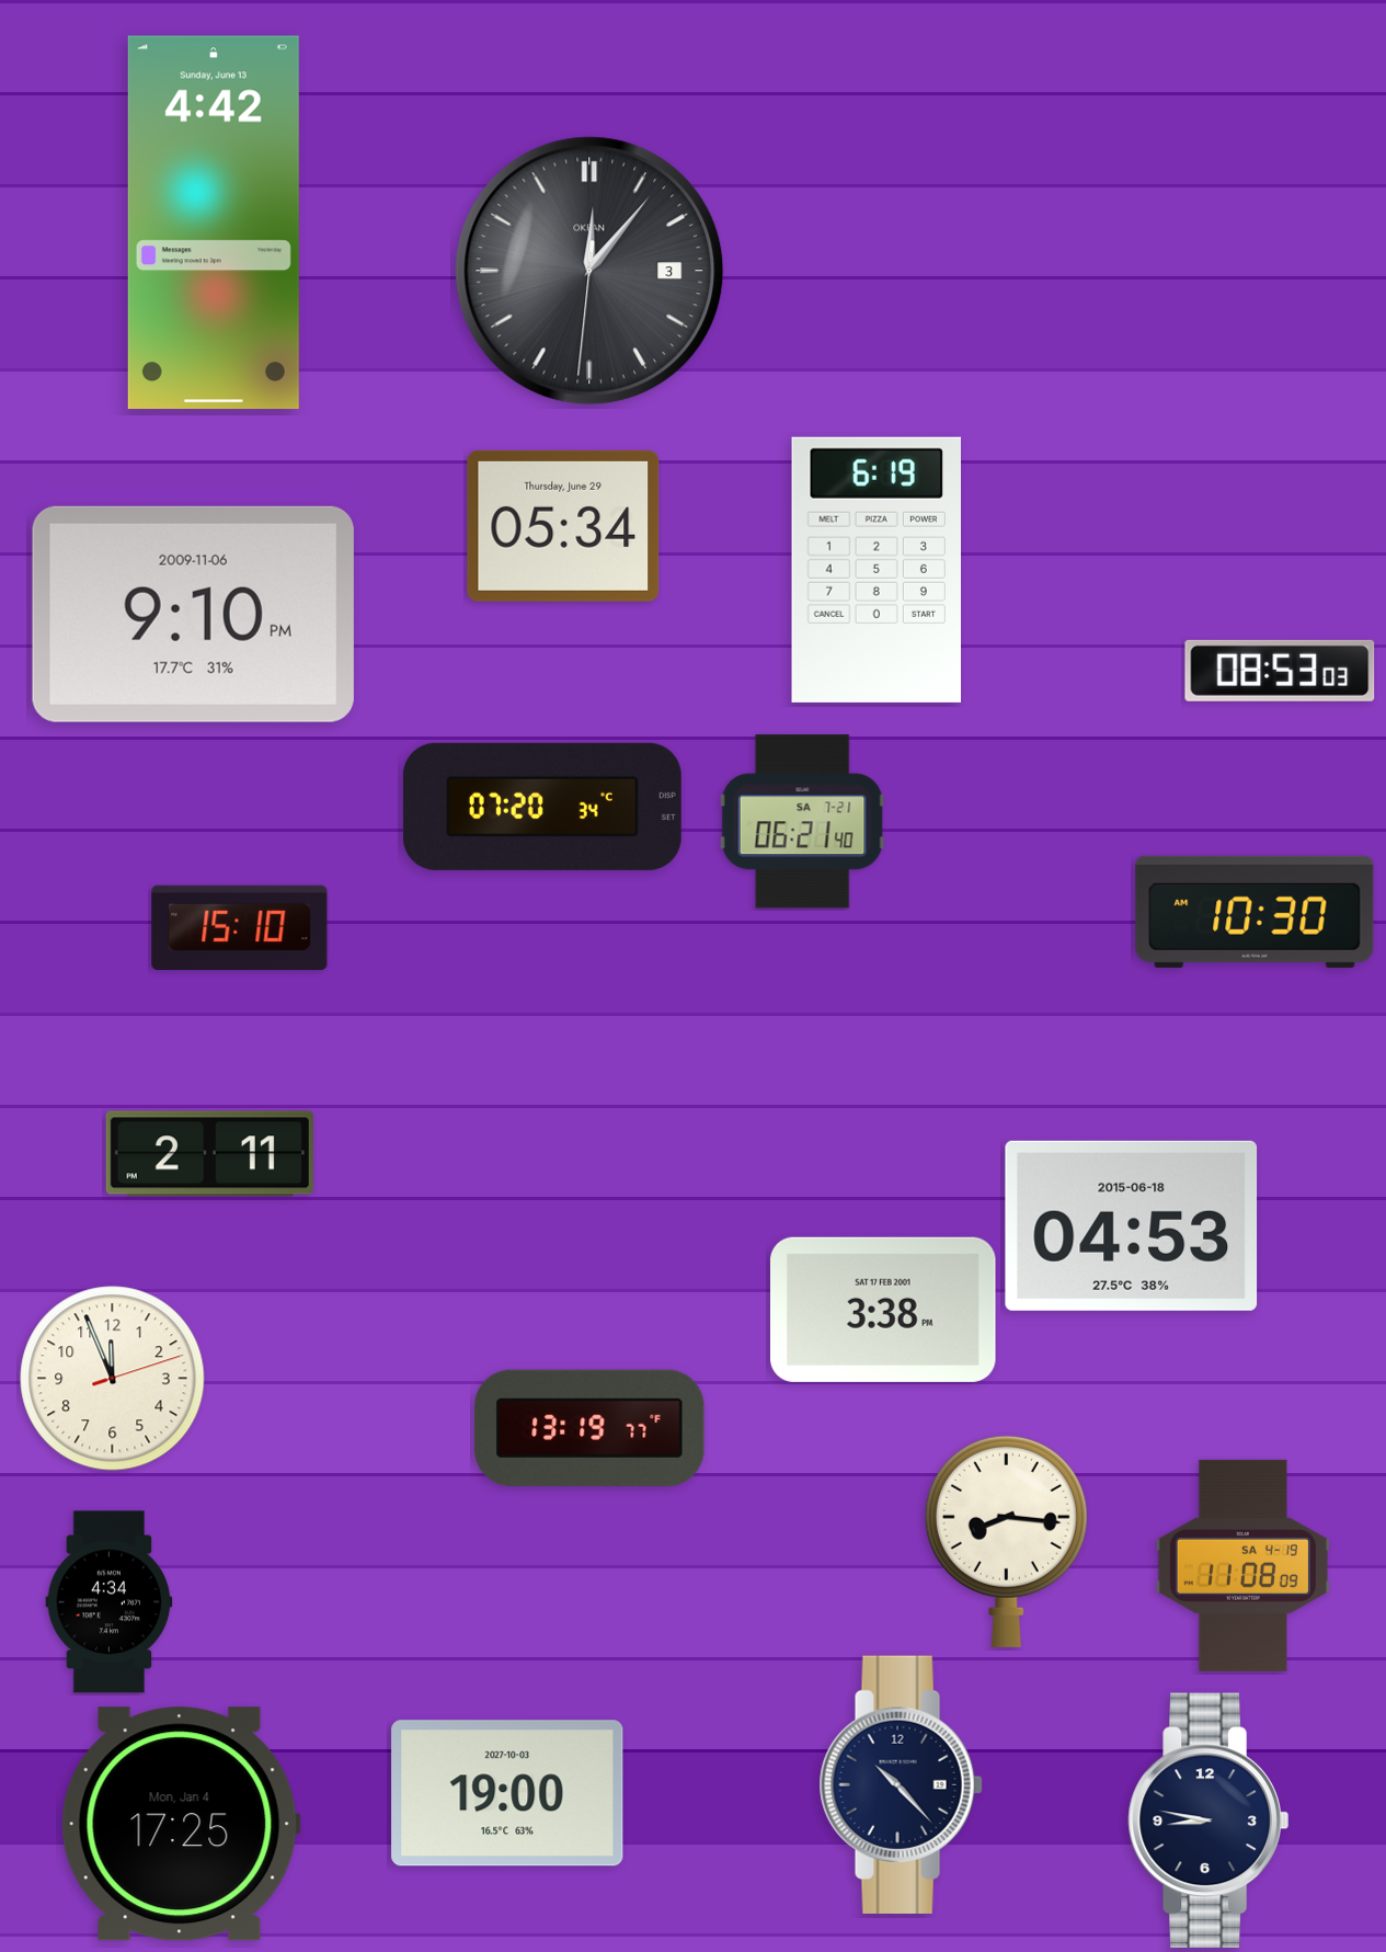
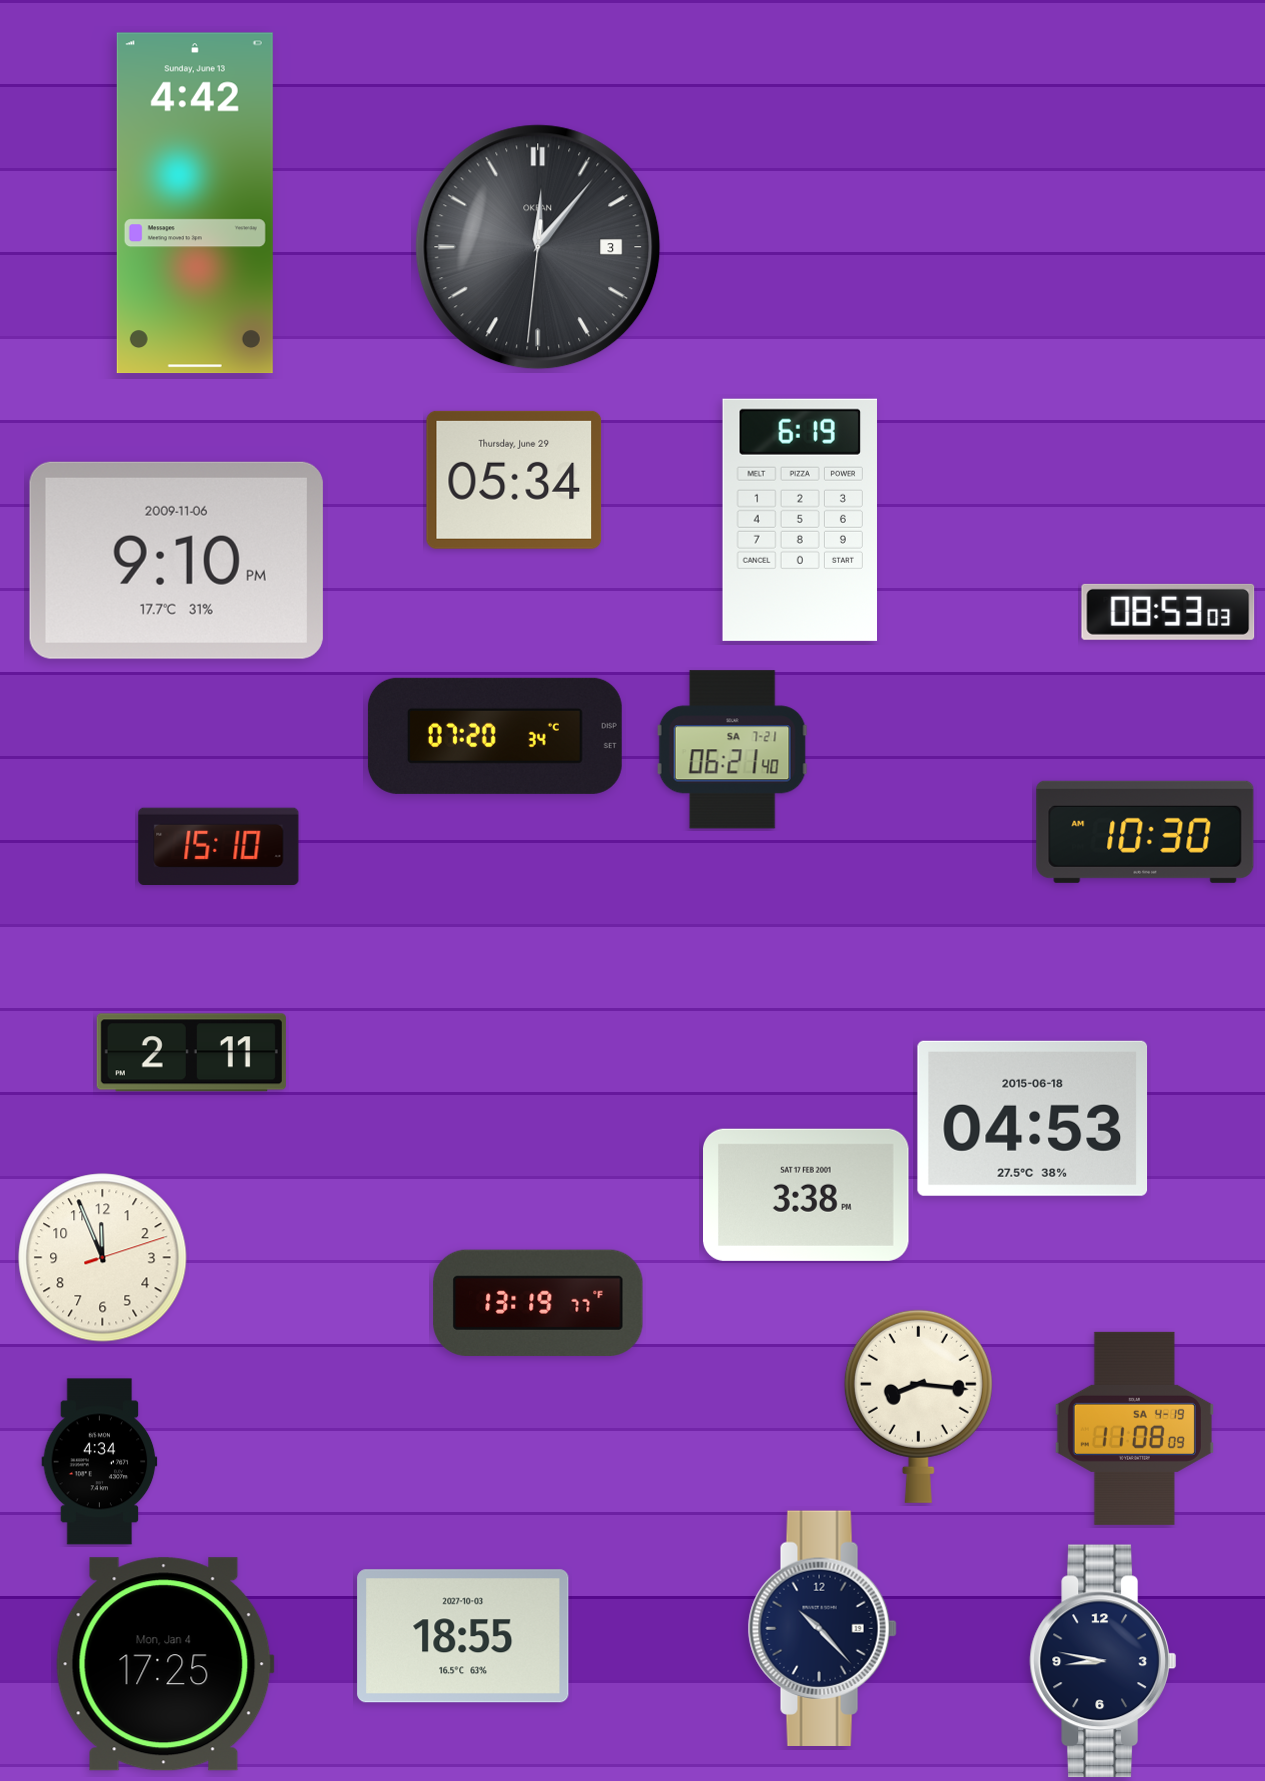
clock at (507, 1793): 19:00 -> 18:55
